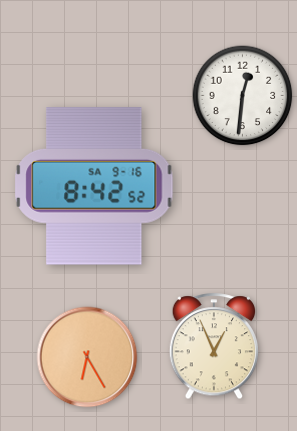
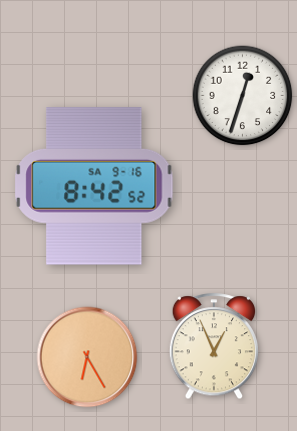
clock at (243, 96): 12:31 -> 12:33
